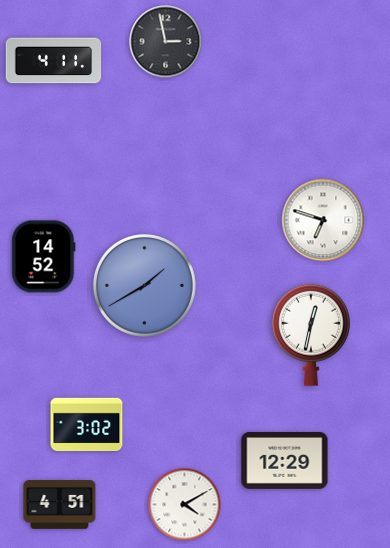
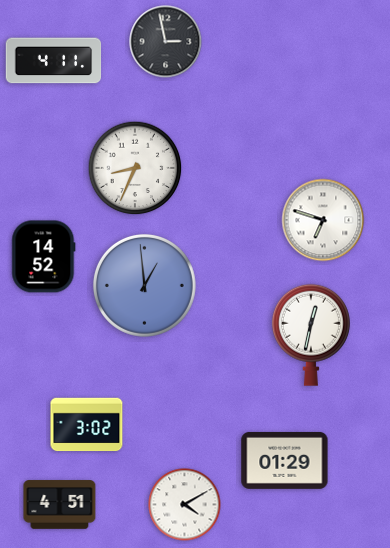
clock at (135, 168): none -> 8:34
clock at (144, 285): 1:40 -> 12:59
clock at (285, 460): 12:29 -> 01:29
